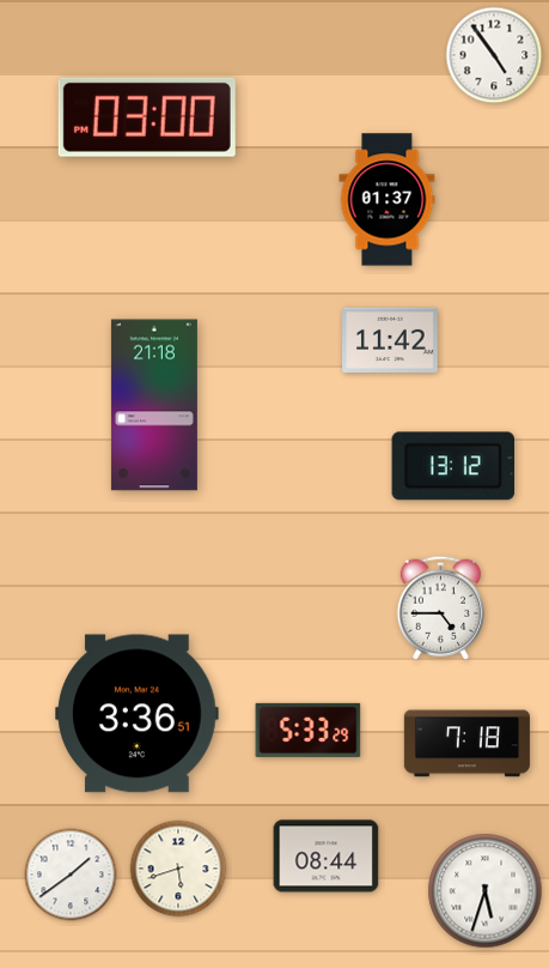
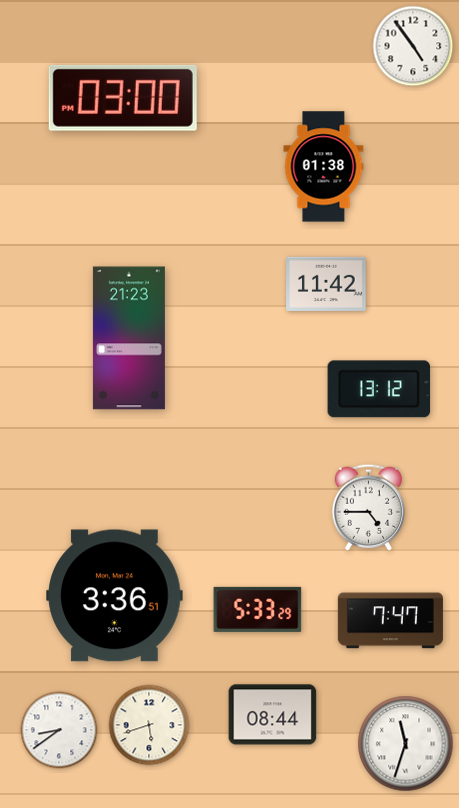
clock at (388, 200): 01:37 -> 01:38
clock at (154, 405): 21:18 -> 21:23
clock at (466, 744): 7:18 -> 7:47
clock at (71, 875): 1:39 -> 8:39
clock at (486, 891): 5:33 -> 11:33
